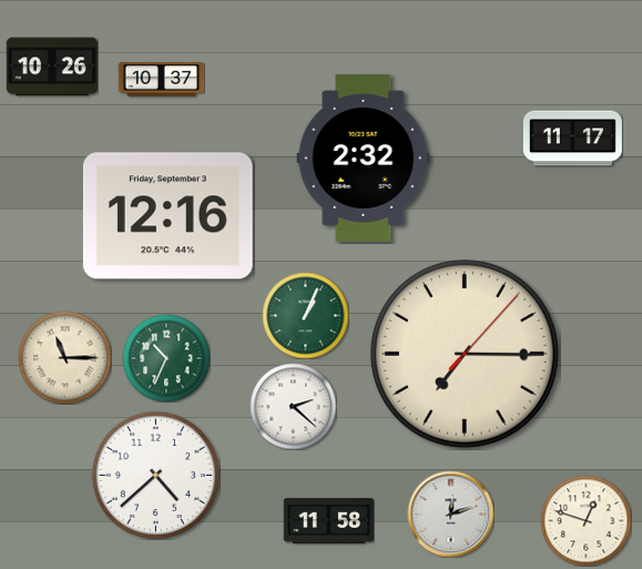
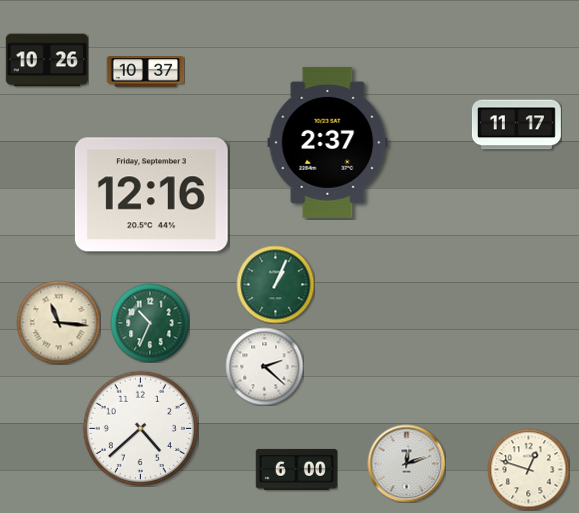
clock at (364, 158): 2:32 -> 2:37
clock at (465, 354): 7:15 -> none
clock at (64, 357): 11:15 -> 11:16
clock at (328, 520): 11:58 -> 6:00
